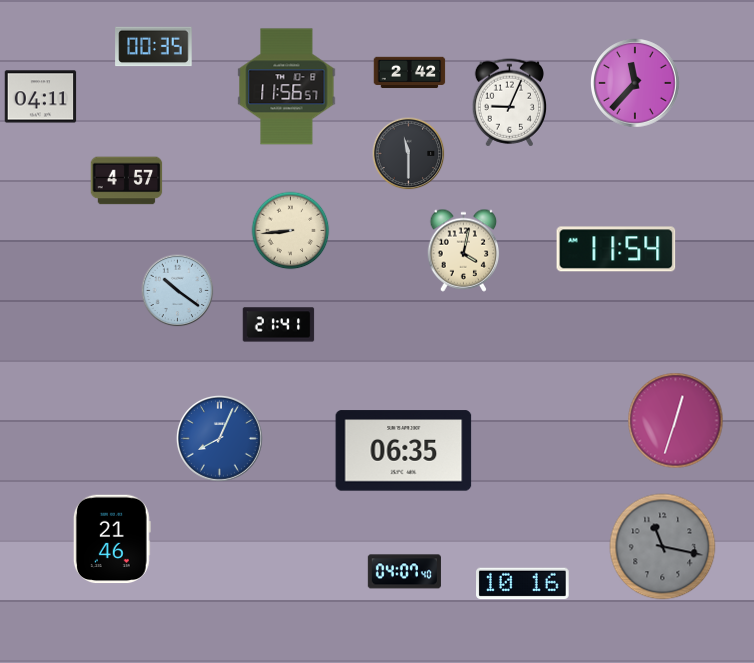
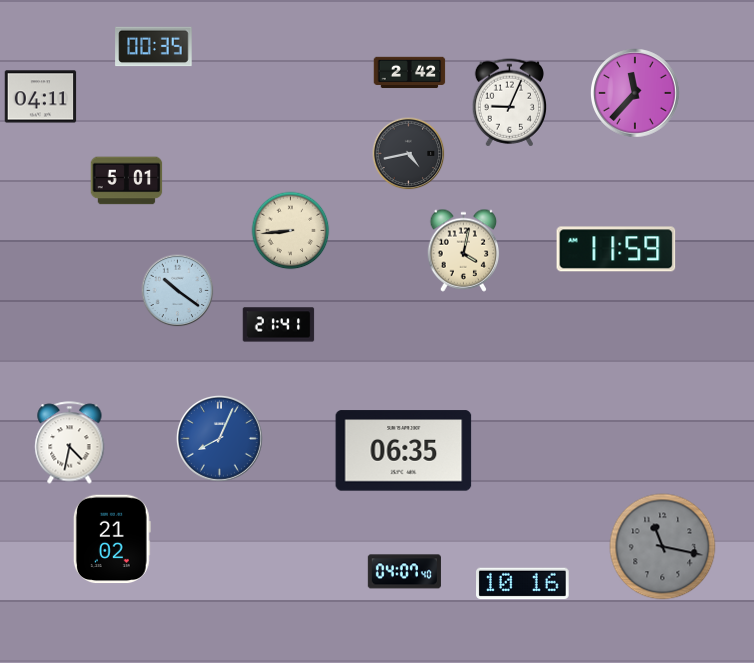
clock at (635, 83) position: (635, 83) -> (635, 93)
clock at (287, 87): 11:56 -> none
clock at (409, 154): 11:30 -> 4:43
clock at (127, 181): 4:57 -> 5:01
clock at (616, 249): 11:54 -> 11:59
clock at (676, 421): 12:33 -> none
clock at (70, 443): none -> 4:32
clock at (112, 539): 21:46 -> 21:02
